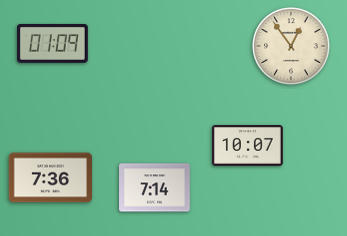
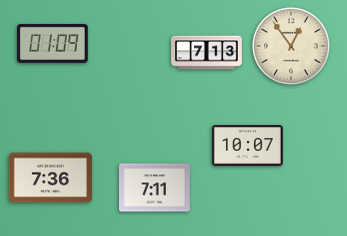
clock at (207, 53): none -> 7:13
clock at (155, 188): 7:14 -> 7:11
